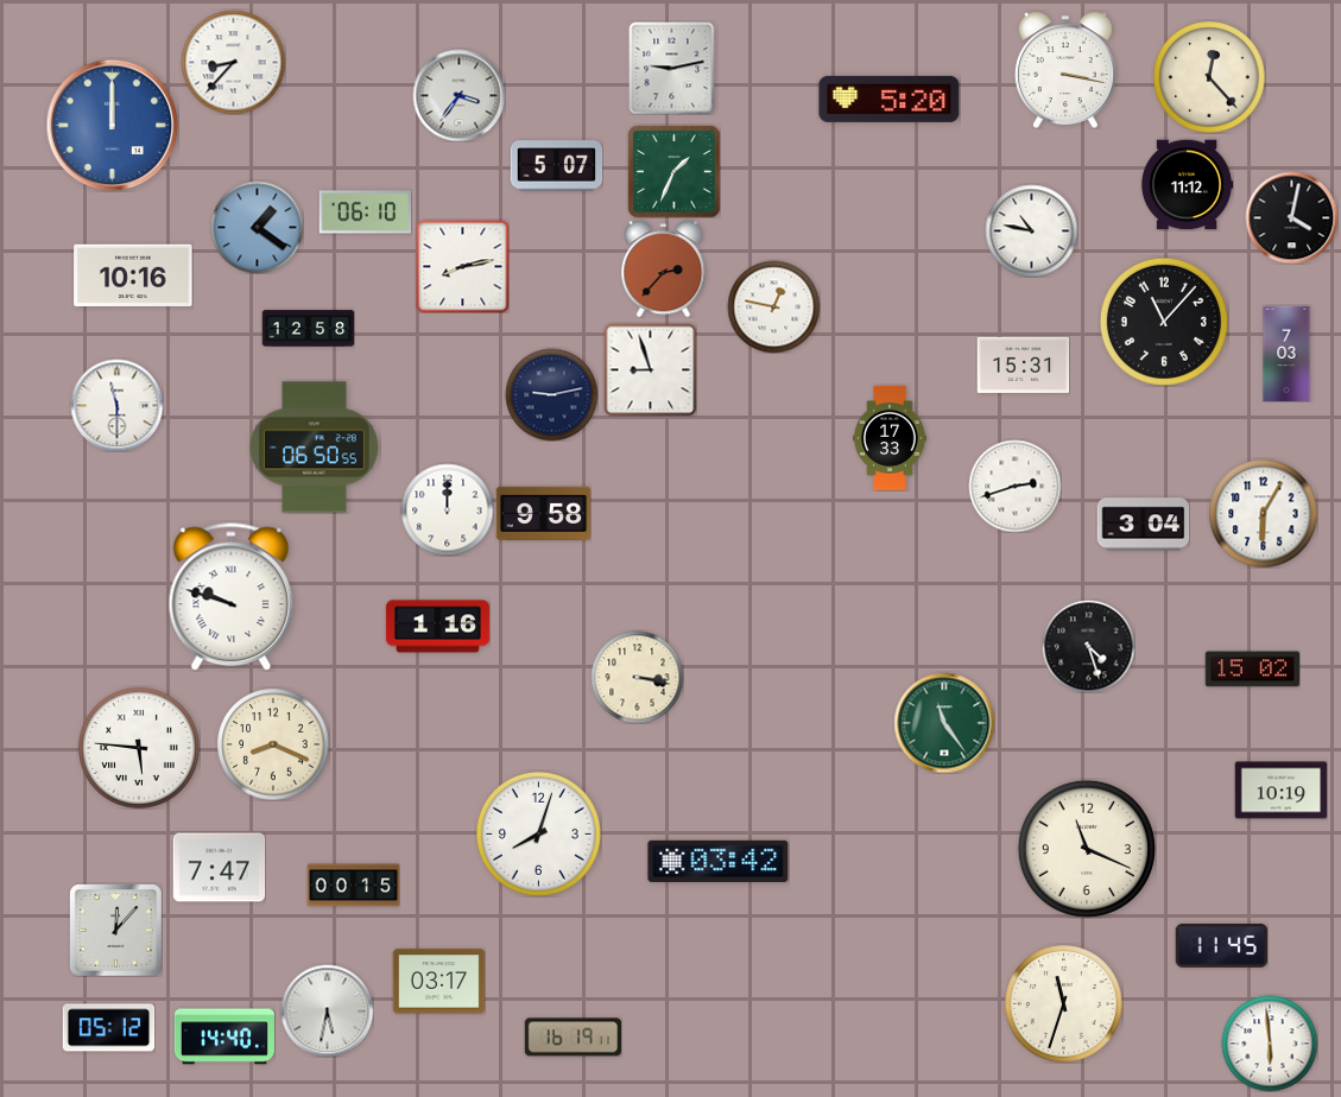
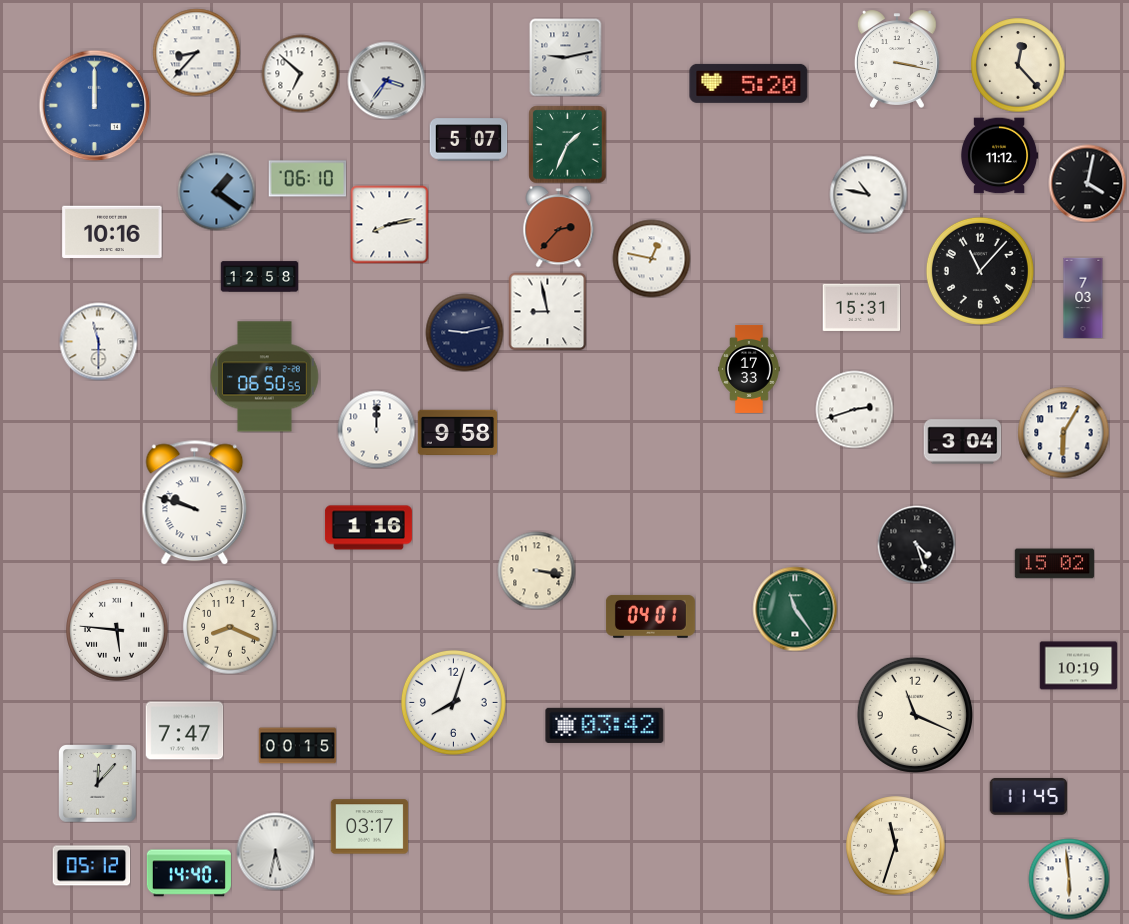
clock at (300, 73): none -> 6:52
clock at (650, 369): 8:57 -> 8:58
clock at (650, 616): none -> 04:01
clock at (573, 1038): 16:19 -> none
